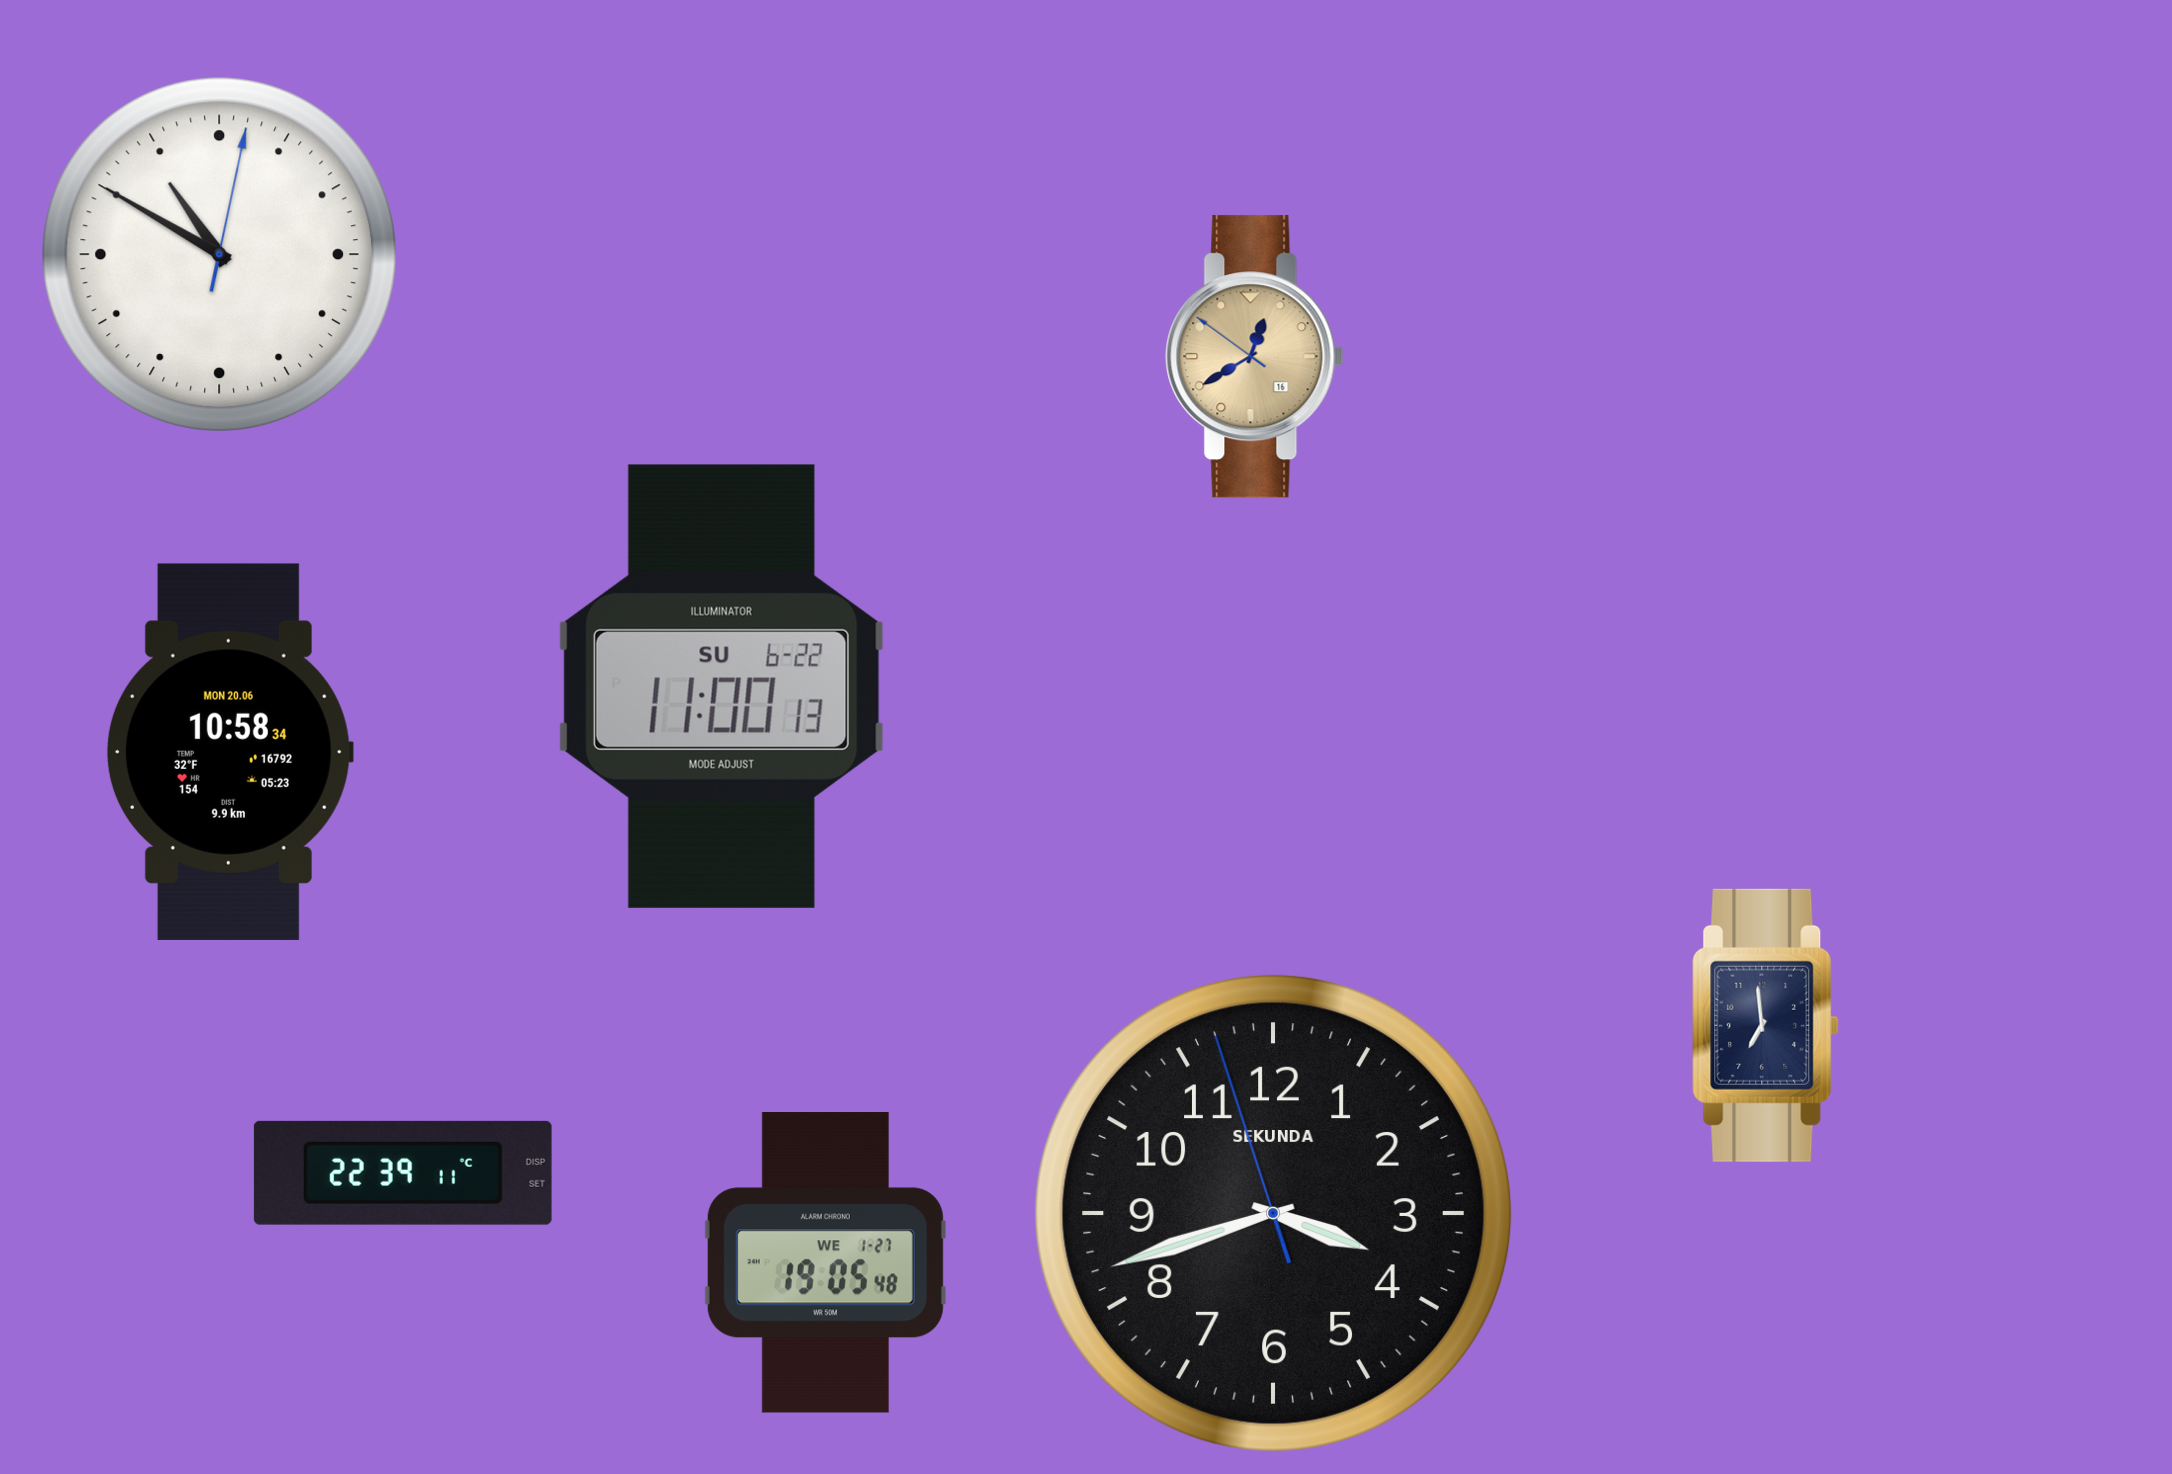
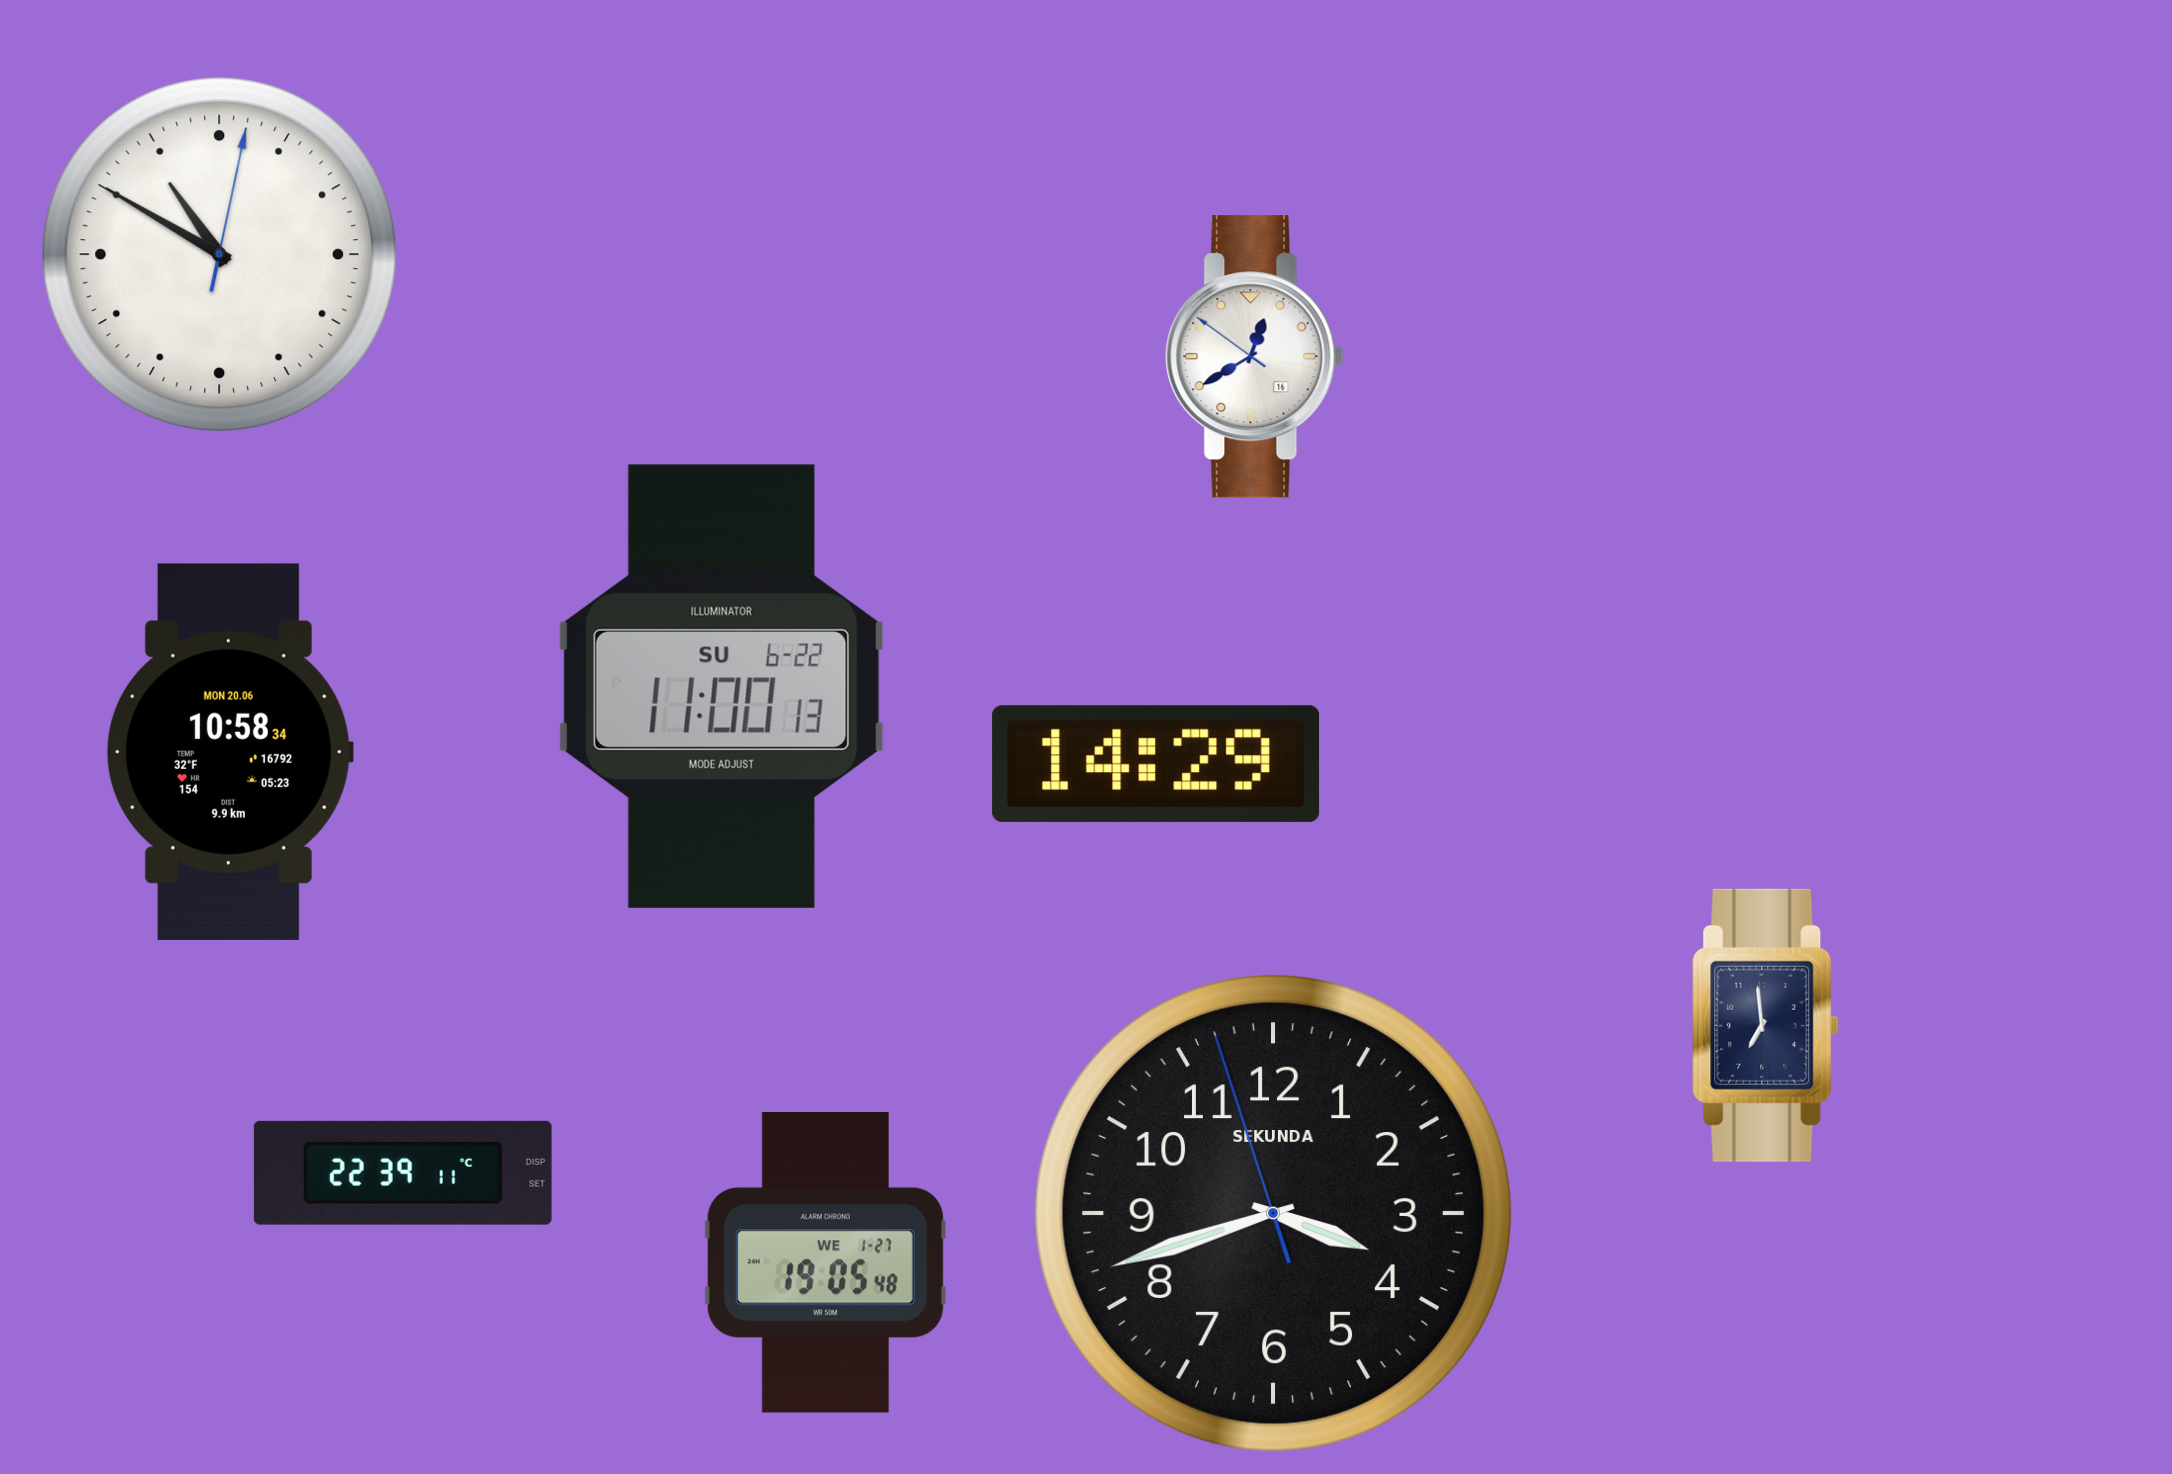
clock at (1255, 357) dial: champagne -> white
clock at (1156, 764): none -> 14:29
